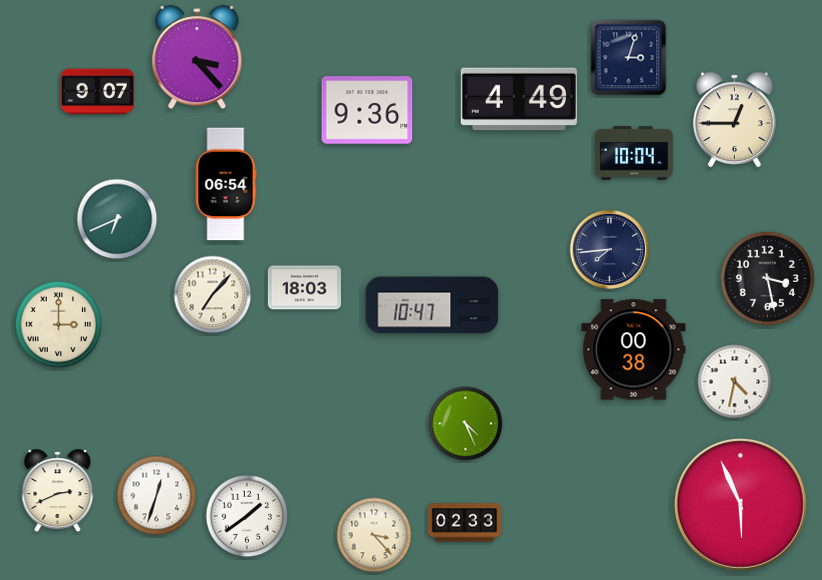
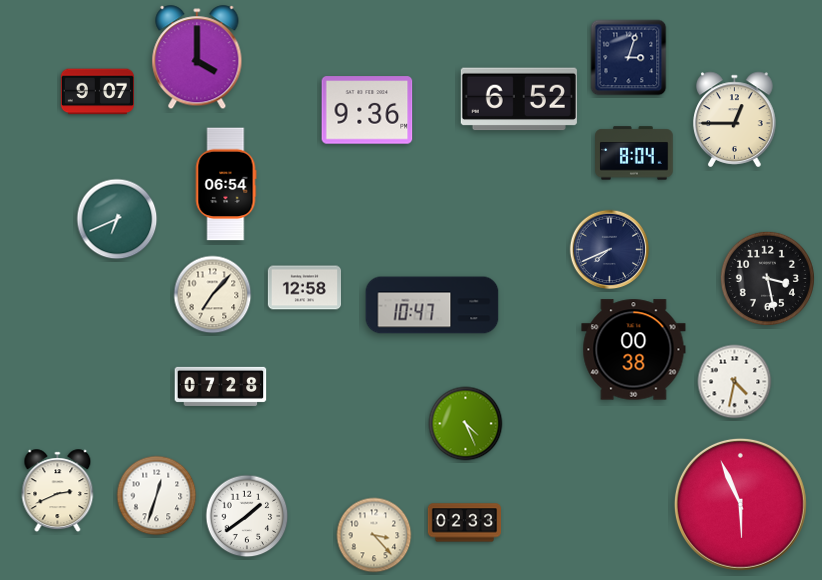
clock at (197, 58): 3:23 -> 4:00
clock at (519, 99): 4:49 -> 6:52
clock at (634, 153): 10:04 -> 8:04
clock at (610, 250): 7:44 -> 7:41
clock at (304, 288): 18:03 -> 12:58
clock at (59, 325): 3:00 -> none
clock at (221, 386): none -> 07:28
